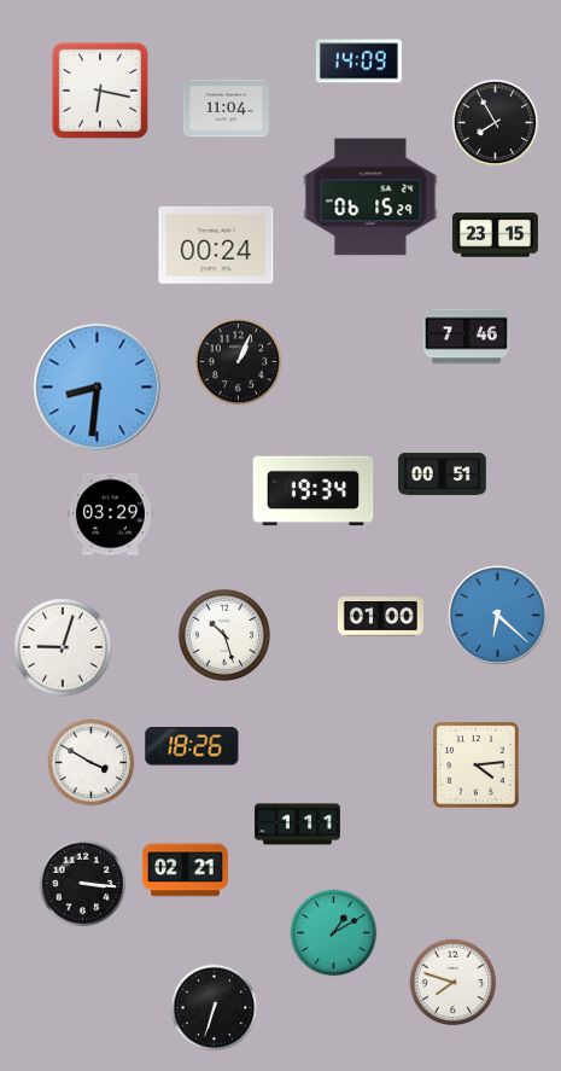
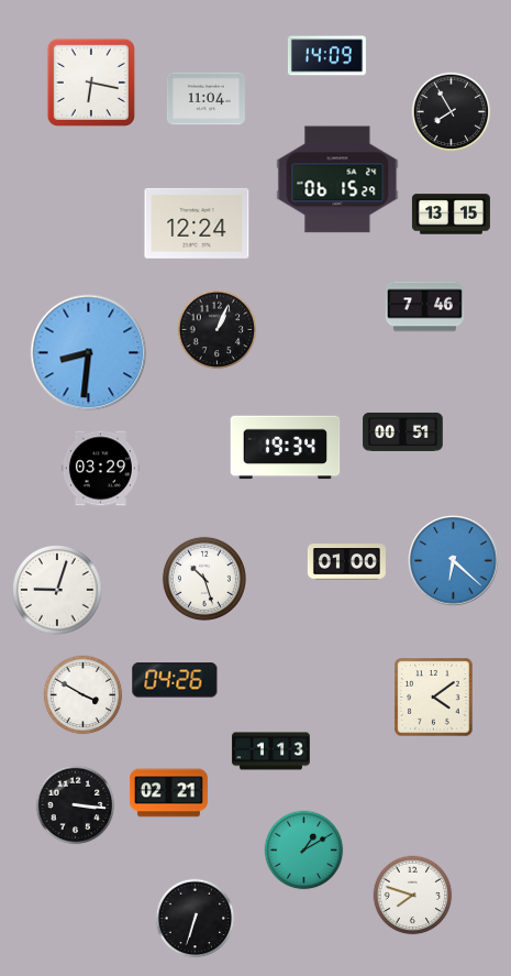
clock at (495, 235): 23:15 -> 13:15
clock at (216, 245): 00:24 -> 12:24
clock at (192, 746): 18:26 -> 04:26
clock at (477, 766): 4:14 -> 4:09
clock at (297, 825): 1:11 -> 1:13
